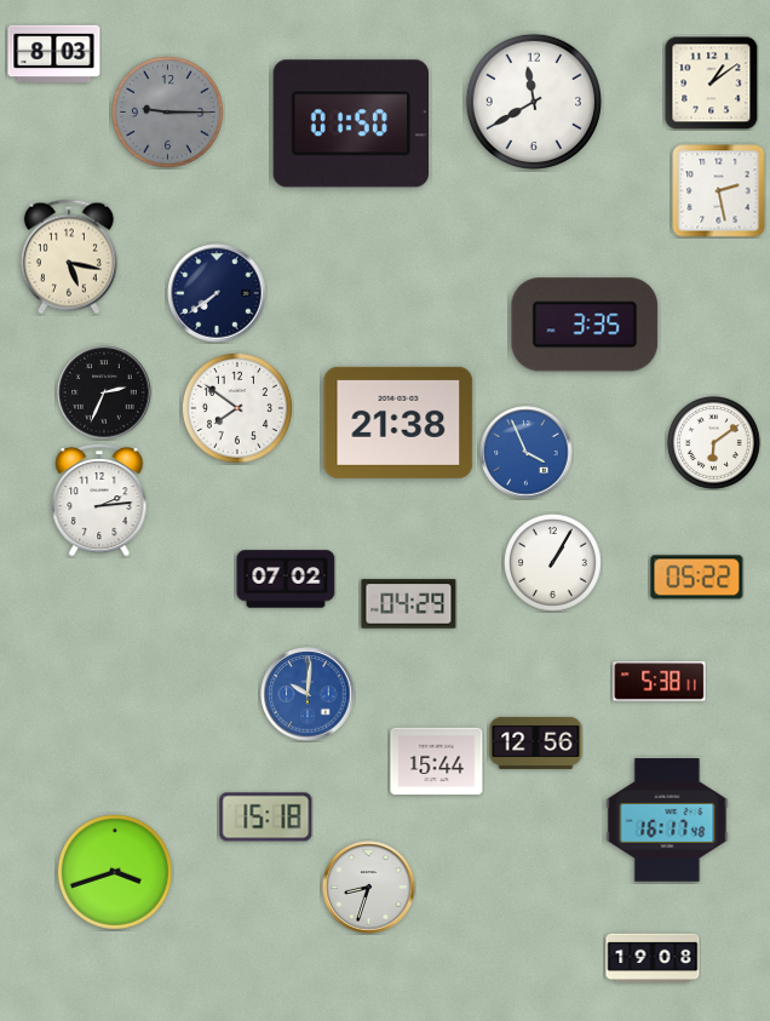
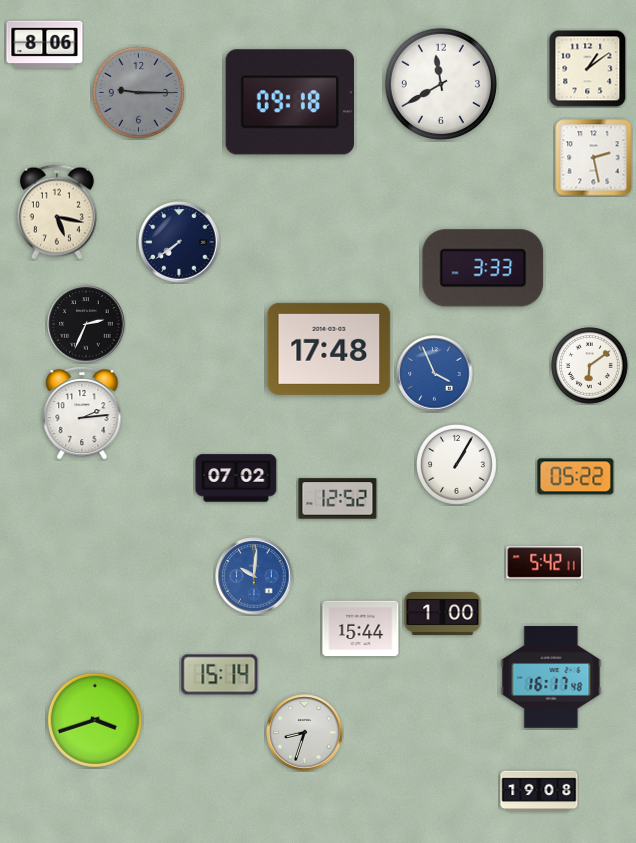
clock at (54, 55): 8:03 -> 8:06
clock at (350, 124): 01:50 -> 09:18
clock at (585, 325): 3:35 -> 3:33
clock at (237, 408): 7:51 -> none
clock at (398, 423): 21:38 -> 17:48
clock at (409, 604): 04:29 -> 12:52
clock at (660, 682): 5:38 -> 5:42
clock at (308, 694) position: (308, 694) -> (254, 576)
clock at (536, 742): 12:56 -> 1:00
clock at (266, 818): 15:18 -> 15:14
